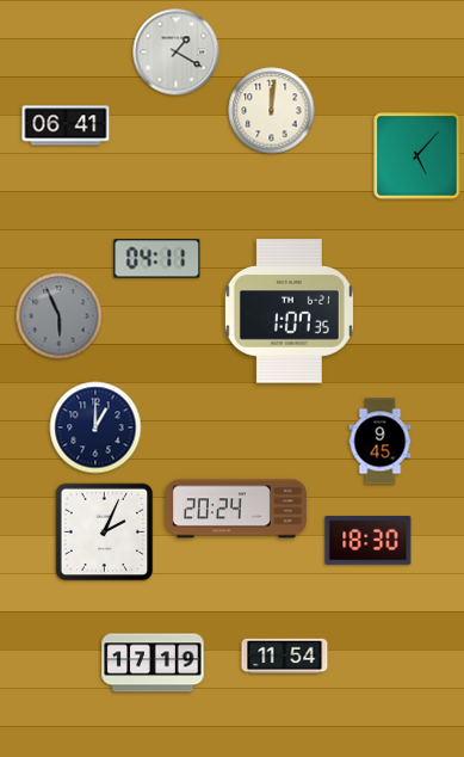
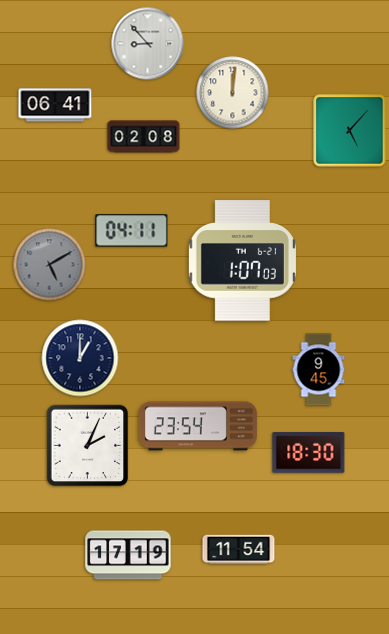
clock at (177, 53): 1:20 -> 8:53
clock at (272, 111) position: (272, 111) -> (233, 93)
clock at (144, 137): none -> 02:08
clock at (157, 259) position: (157, 259) -> (132, 231)
clock at (289, 312): 1:07:35 -> 1:07:03
clock at (60, 316): 5:56 -> 5:10
clock at (236, 509): 20:24 -> 23:54
